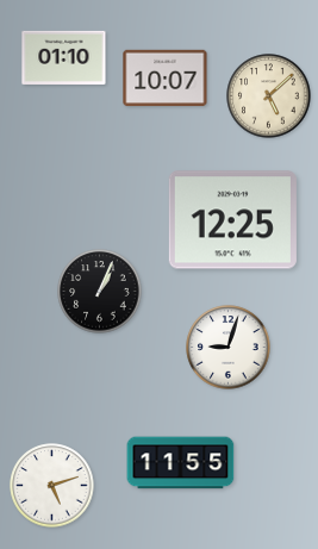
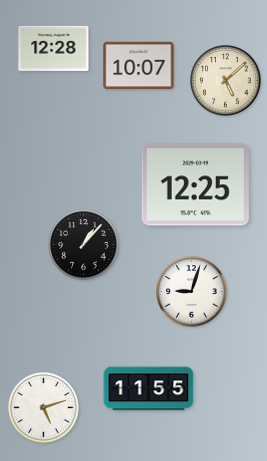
clock at (64, 57): 01:10 -> 12:28
clock at (100, 292): 1:04 -> 1:07
clock at (181, 463) position: (181, 463) -> (149, 389)
